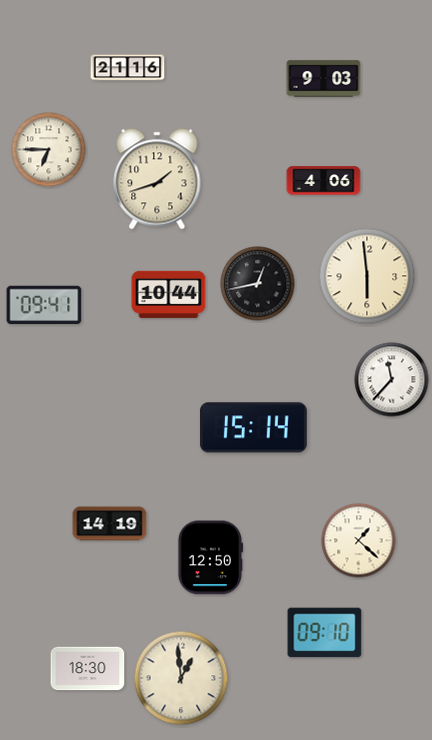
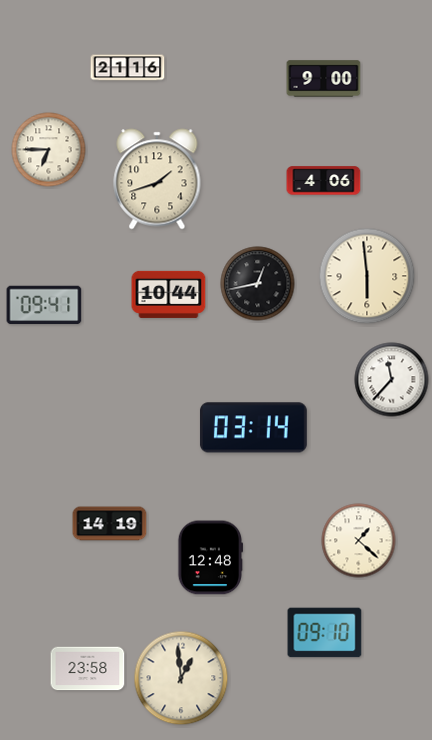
clock at (324, 79): 9:03 -> 9:00
clock at (253, 428): 15:14 -> 03:14
clock at (210, 558): 12:50 -> 12:48
clock at (88, 669): 18:30 -> 23:58
